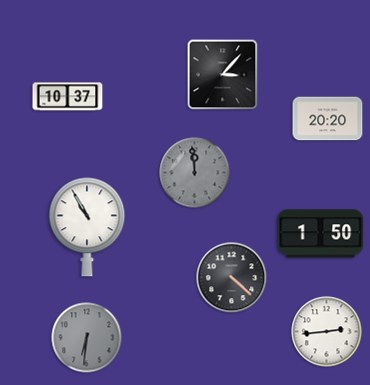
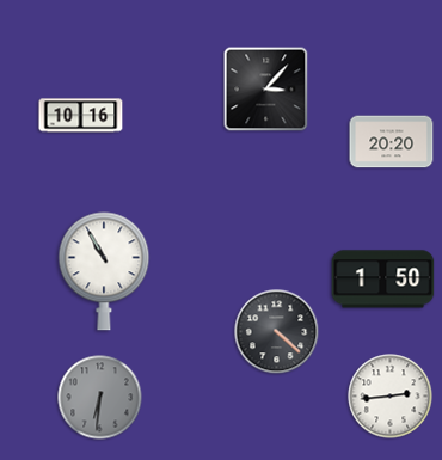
clock at (68, 97): 10:37 -> 10:16
clock at (195, 173): 11:59 -> none
clock at (87, 338) position: (87, 338) -> (100, 398)
